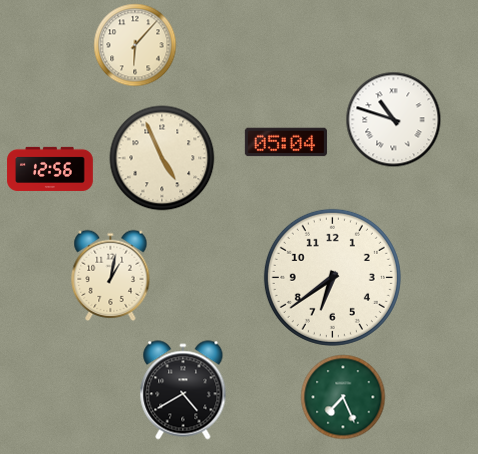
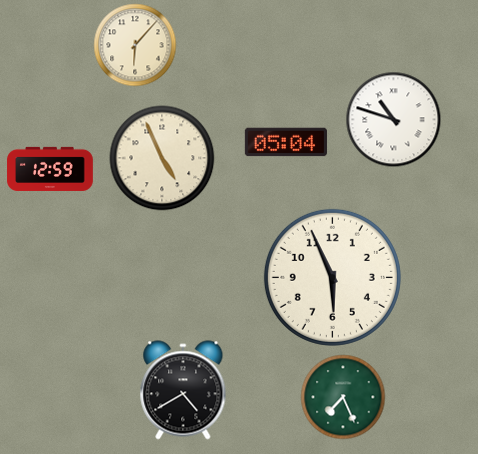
clock at (50, 169): 12:56 -> 12:59
clock at (111, 275): 1:02 -> none
clock at (332, 277): 6:39 -> 5:56
